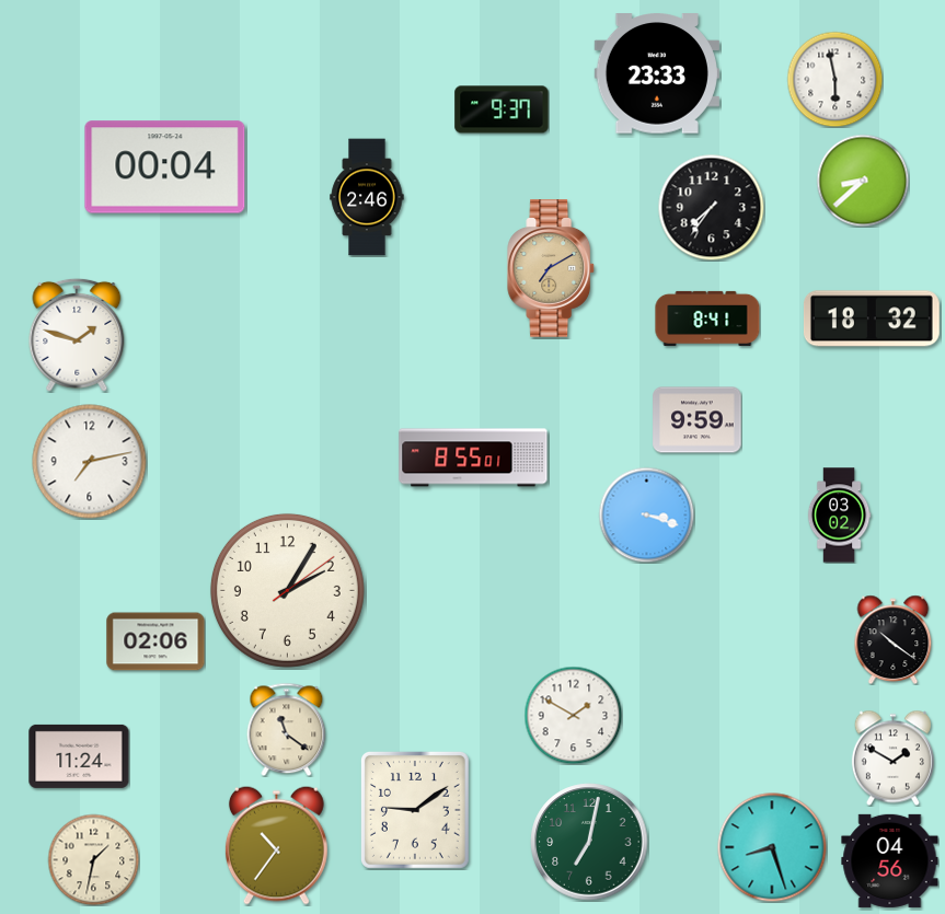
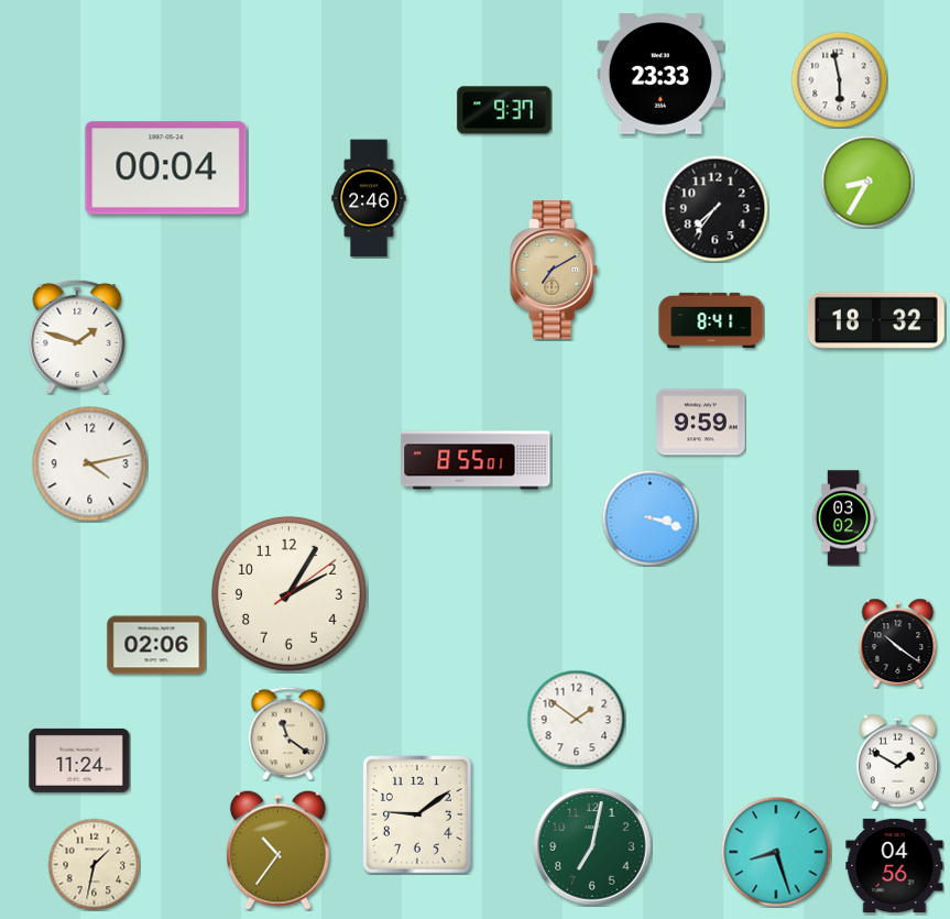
clock at (863, 181): 8:38 -> 8:35
clock at (90, 462): 7:13 -> 4:13
clock at (573, 715): 1:50 -> 1:51
